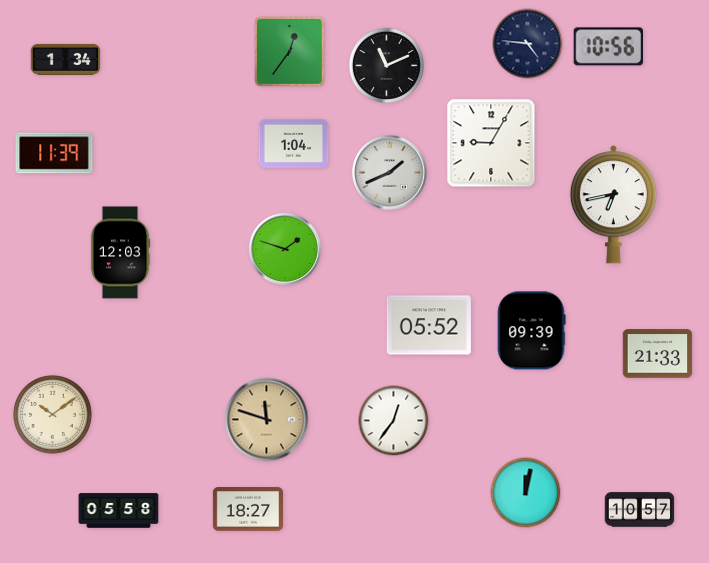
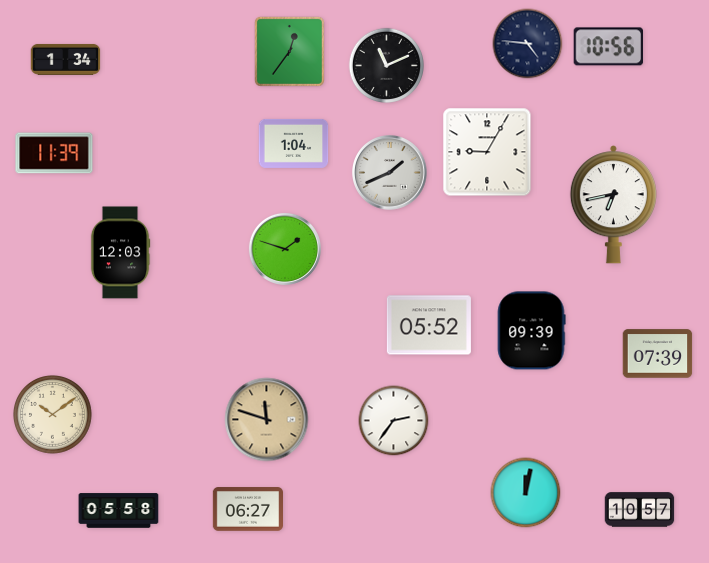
clock at (491, 143) position: (491, 143) -> (487, 152)
clock at (658, 354): 21:33 -> 07:39
clock at (394, 421): 12:36 -> 2:36
clock at (247, 509): 18:27 -> 06:27
